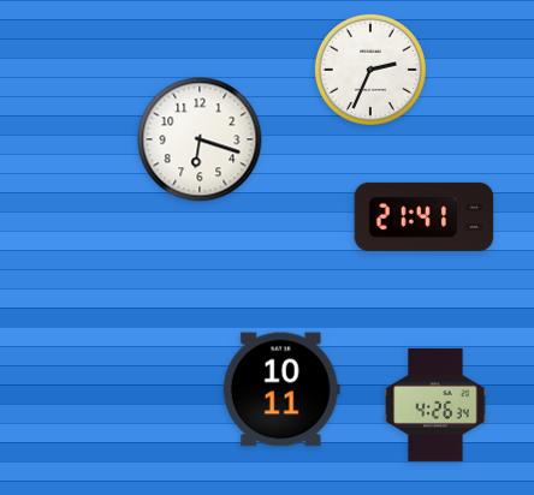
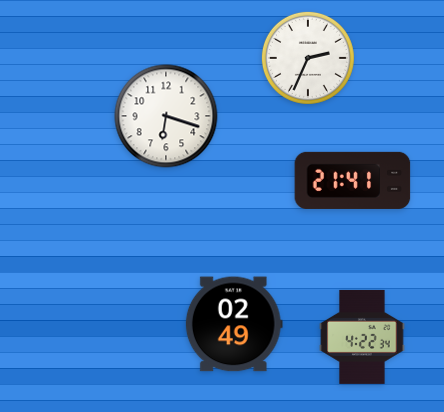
clock at (281, 389): 10:11 -> 02:49
clock at (435, 405): 4:26 -> 4:22
